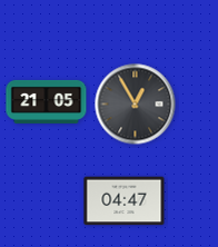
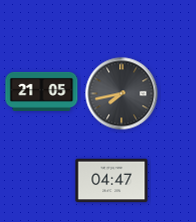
clock at (136, 105): 12:55 -> 7:43
